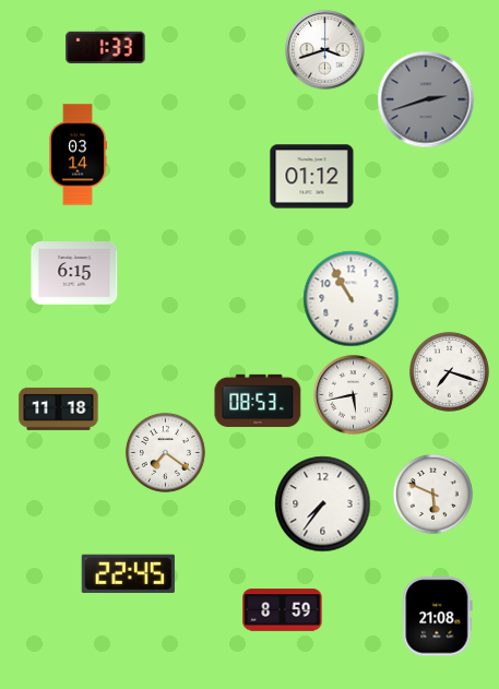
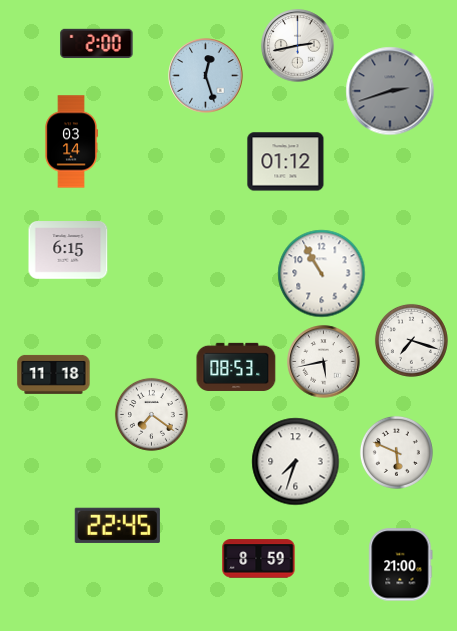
clock at (106, 48): 1:33 -> 2:00
clock at (325, 50): 3:42 -> 2:43
clock at (206, 76): none -> 12:27
clock at (323, 504): 7:36 -> 7:33
clock at (438, 617): 21:08 -> 21:00
